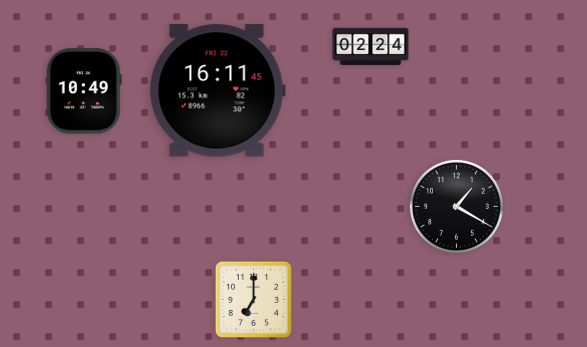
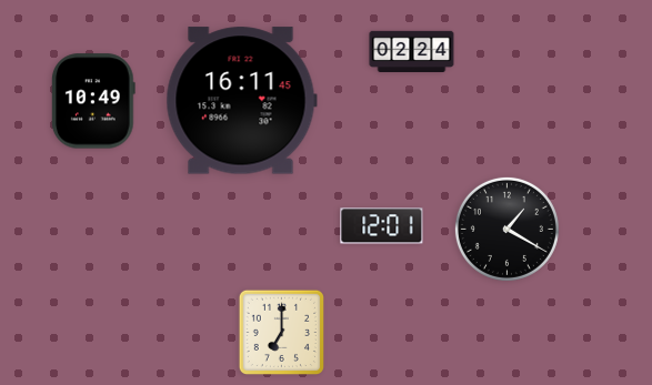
clock at (382, 226): none -> 12:01
